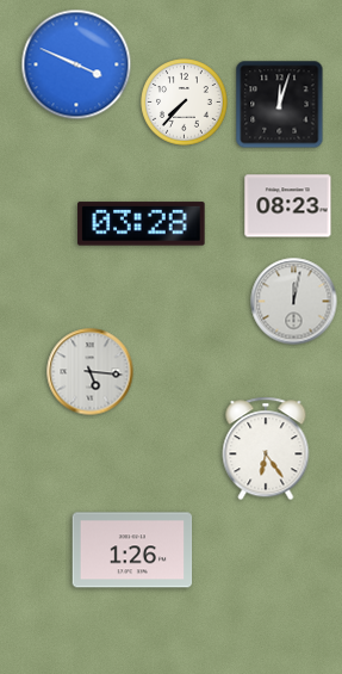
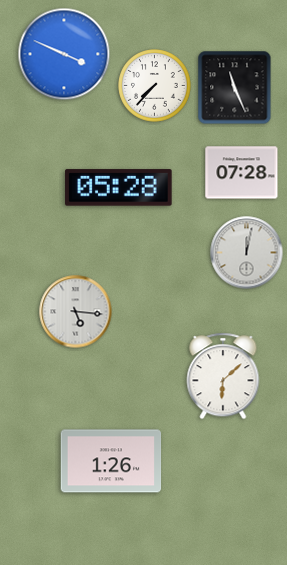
clock at (280, 105): 12:03 -> 11:26
clock at (288, 206): 08:23 -> 07:28
clock at (142, 224): 03:28 -> 05:28
clock at (266, 449): 6:24 -> 6:08
